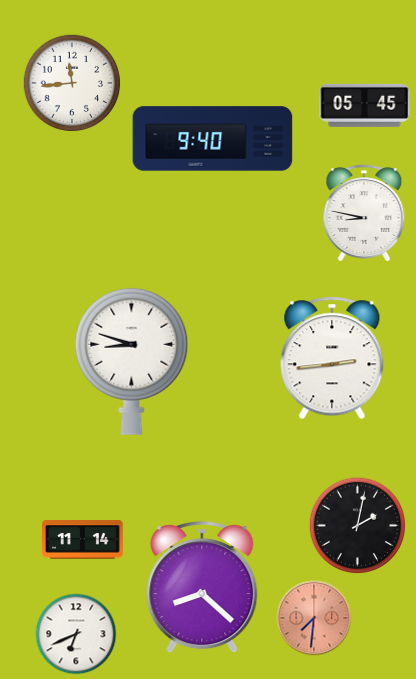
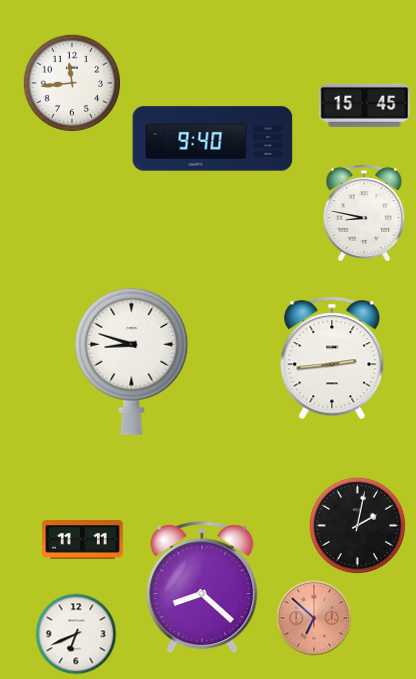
clock at (365, 105): 05:45 -> 15:45
clock at (83, 540): 11:14 -> 11:11
clock at (314, 618): 7:31 -> 6:52
